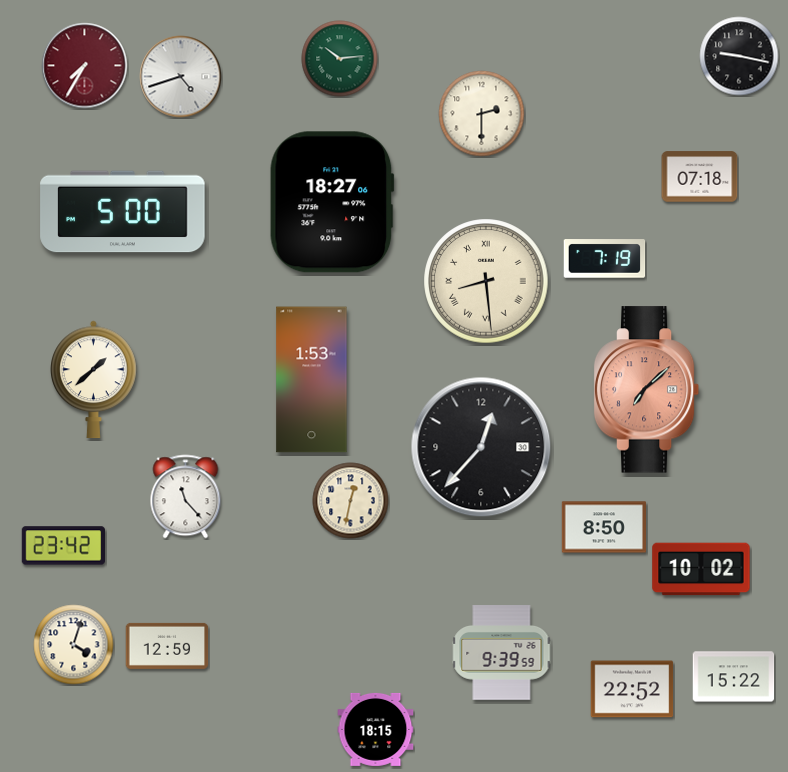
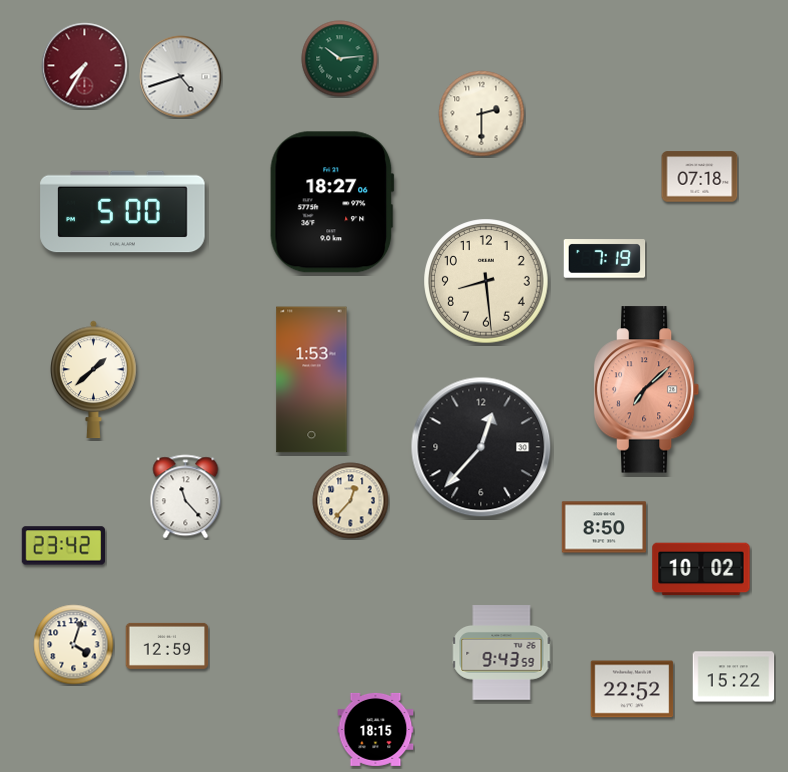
clock at (739, 56): 9:17 -> none
clock at (486, 281) numerals: Roman -> Arabic
clock at (351, 501): 12:32 -> 12:37
clock at (502, 653): 9:39 -> 9:43
